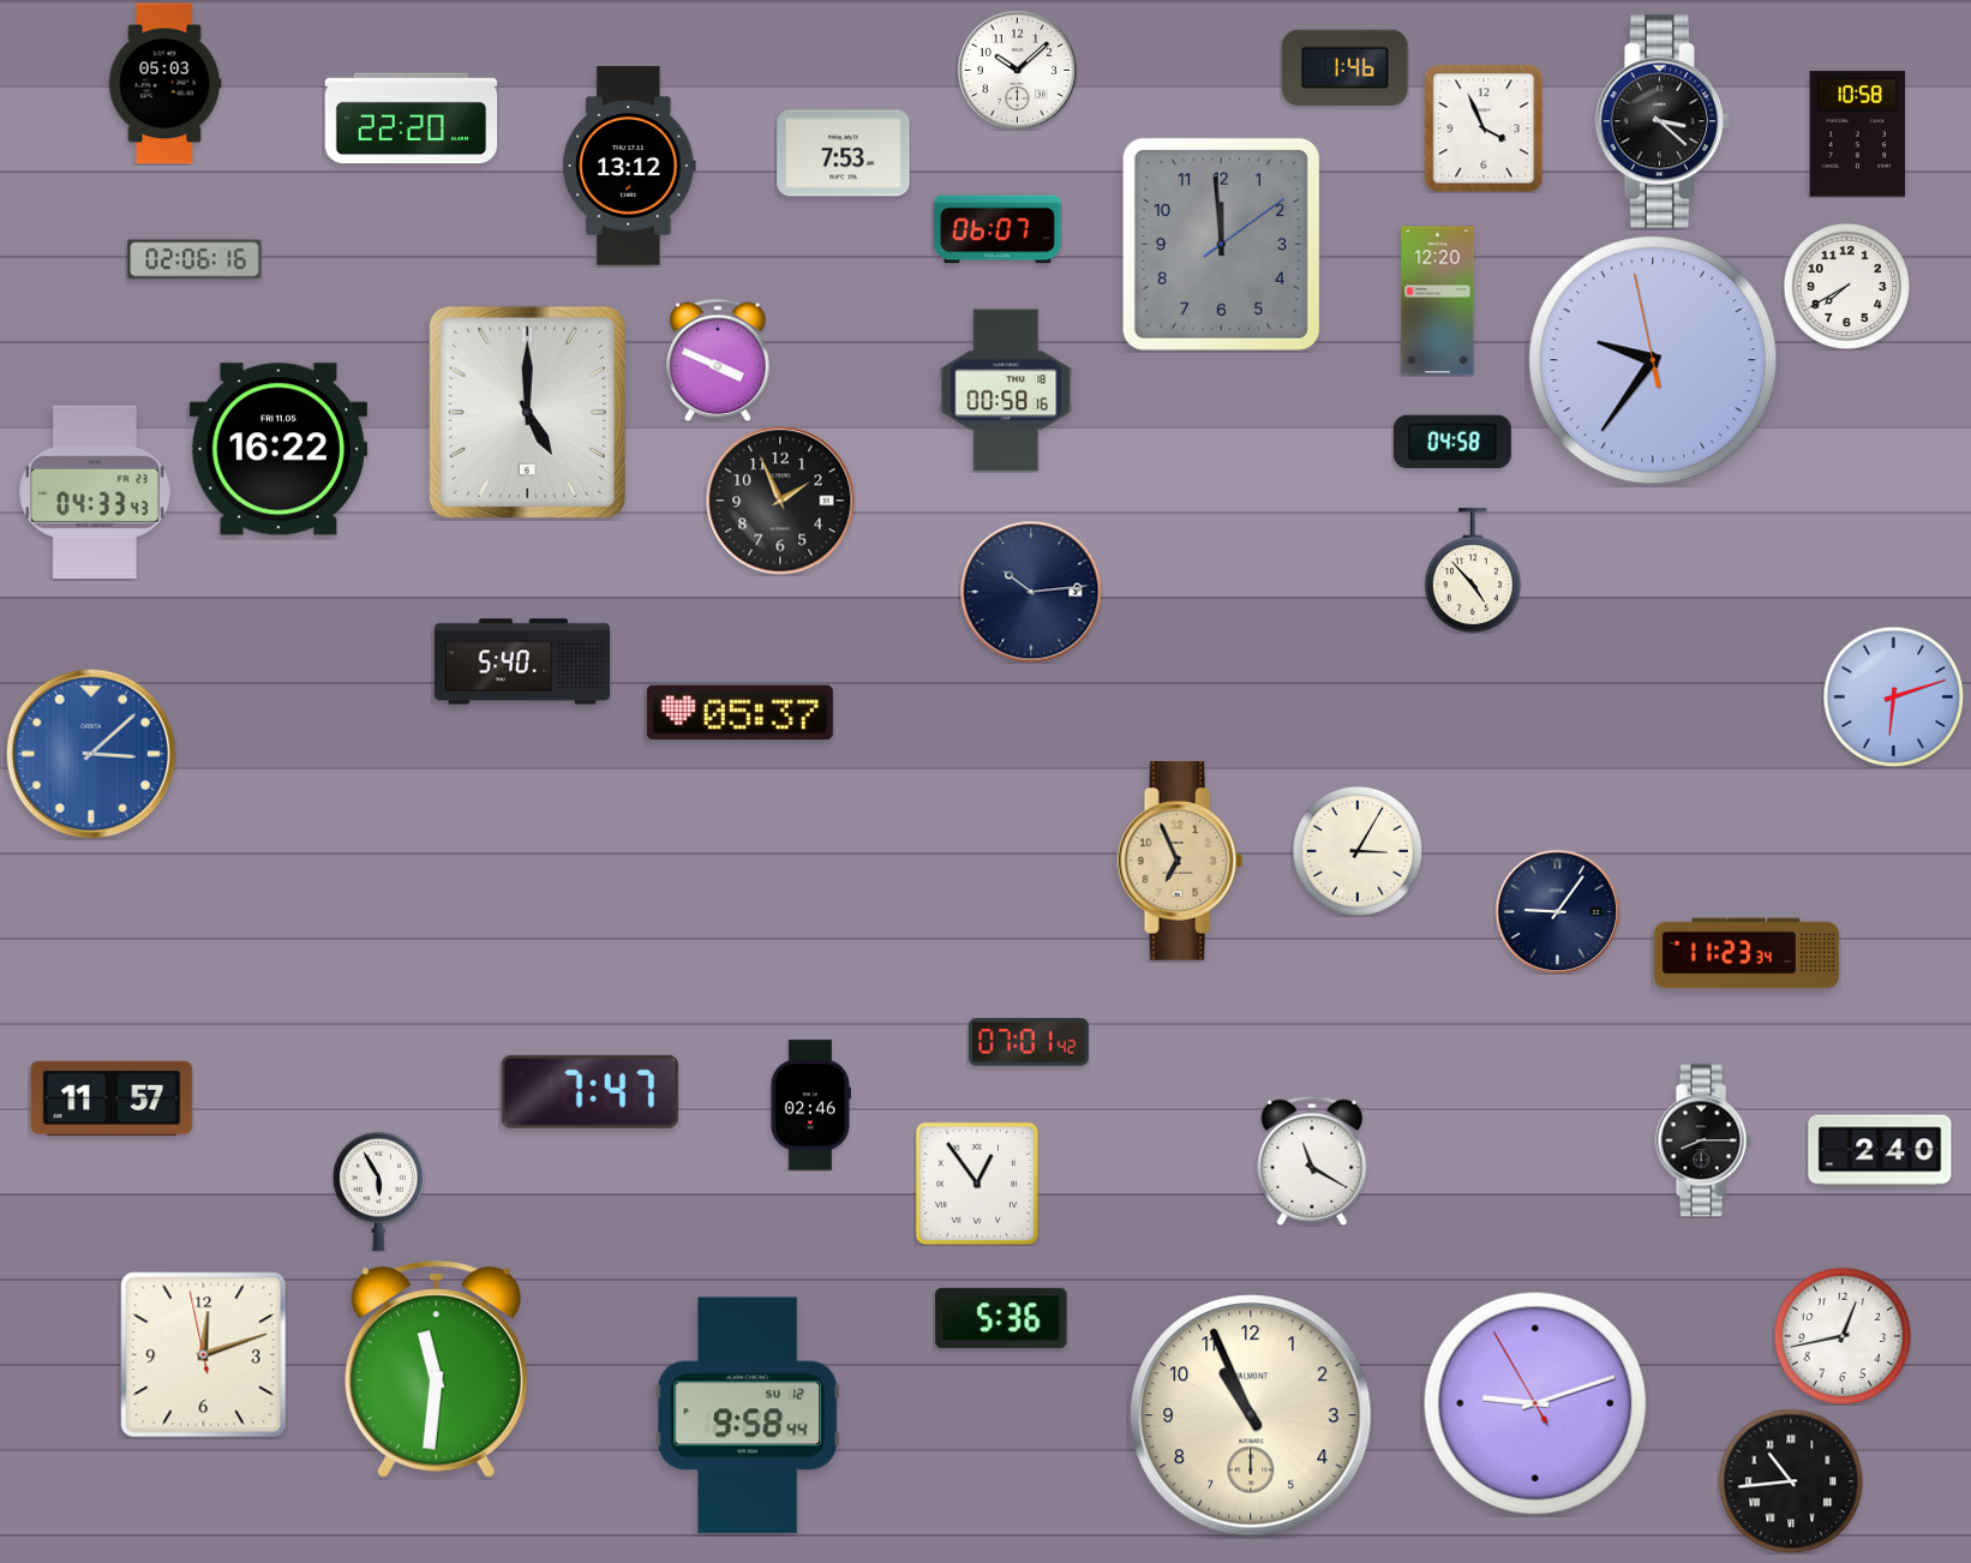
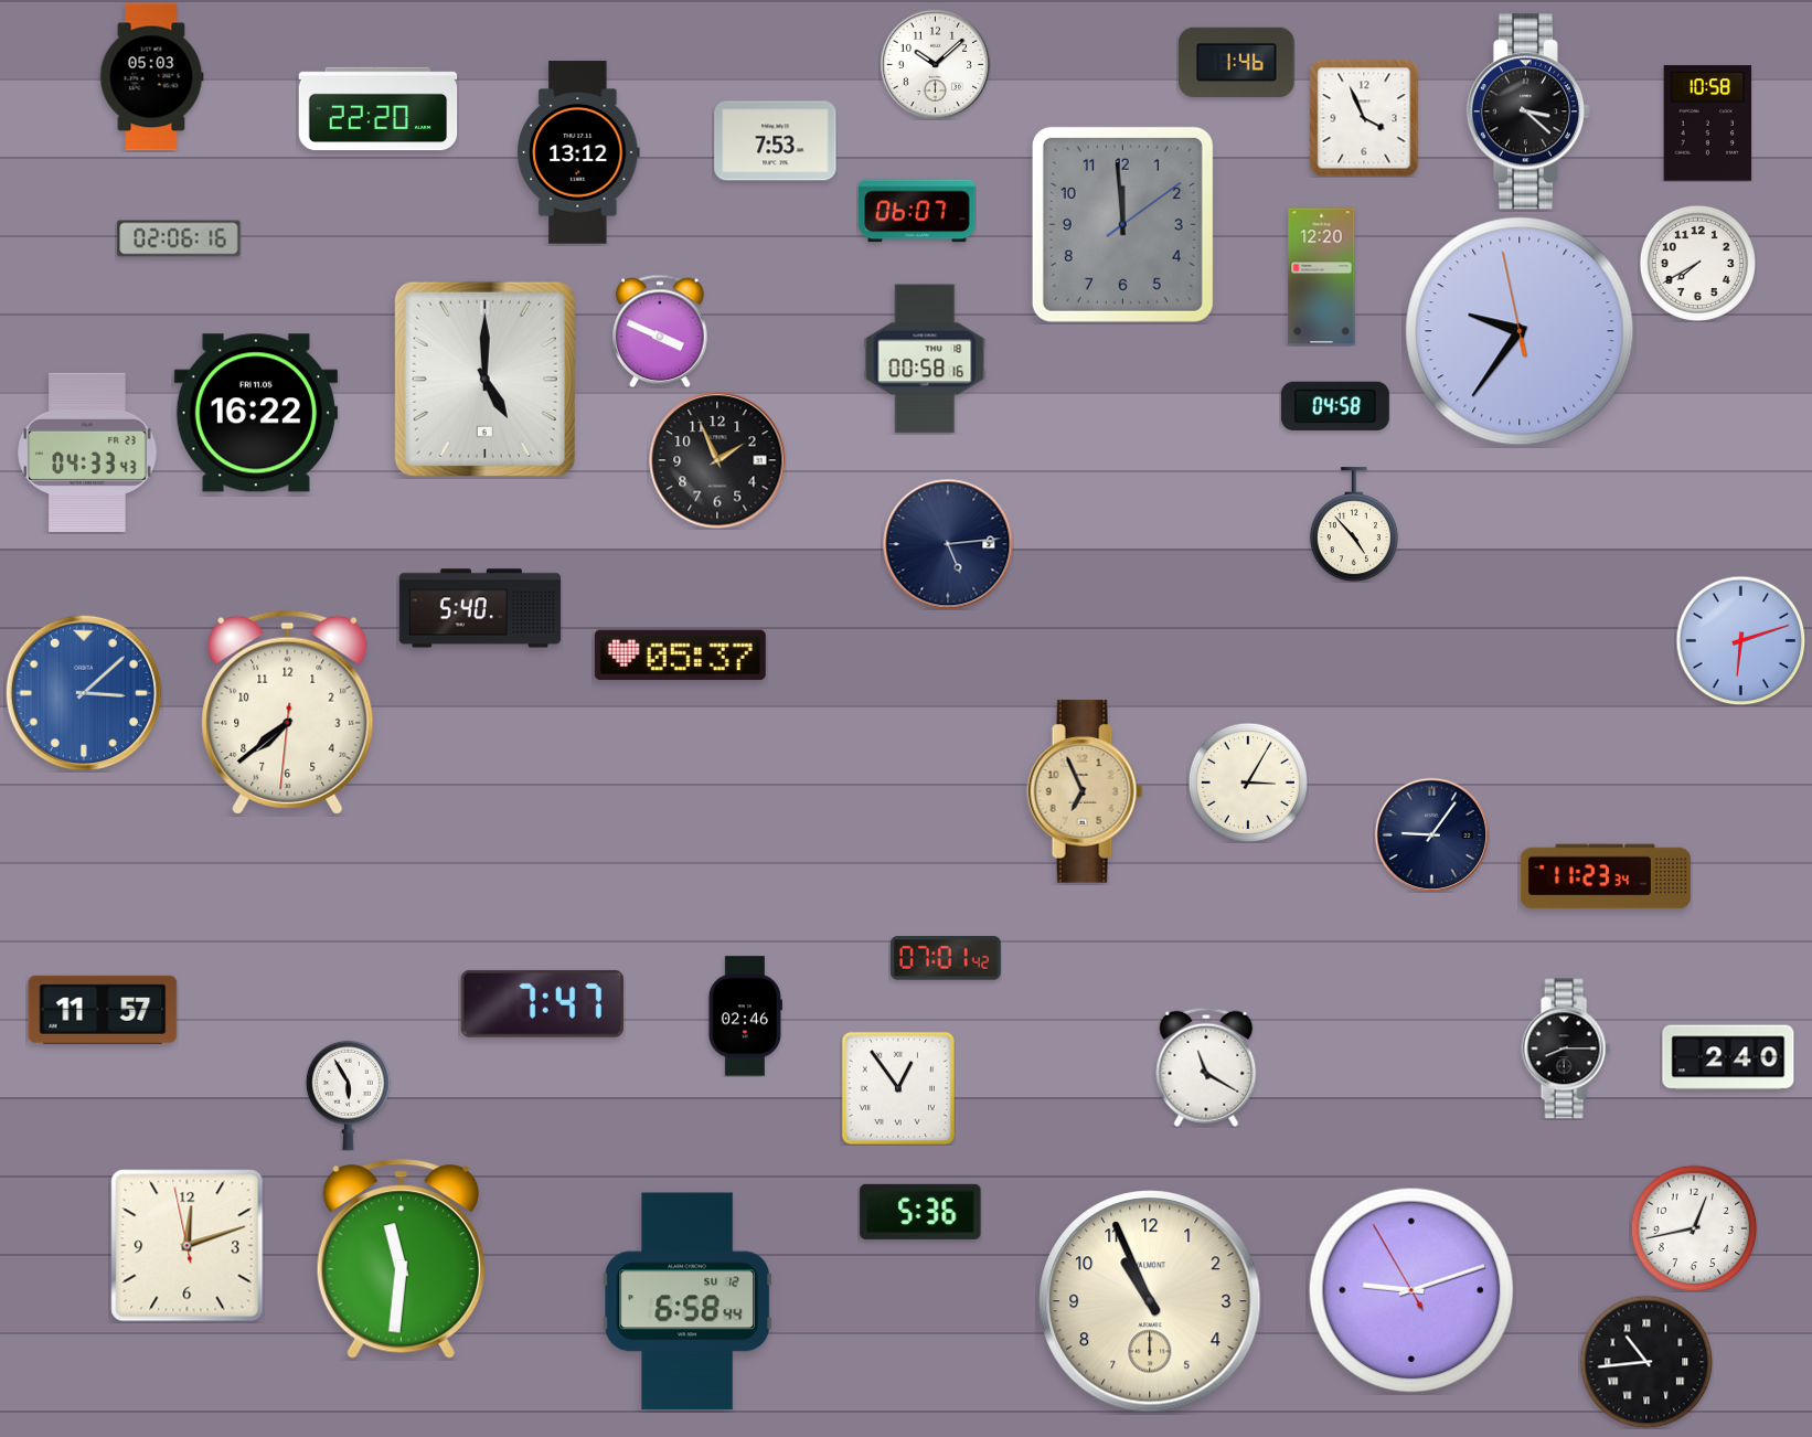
clock at (1031, 592): 10:14 -> 5:14
clock at (288, 712): none -> 7:38
clock at (1557, 911) position: (1557, 911) -> (1431, 834)
clock at (747, 1415): 9:58 -> 6:58
